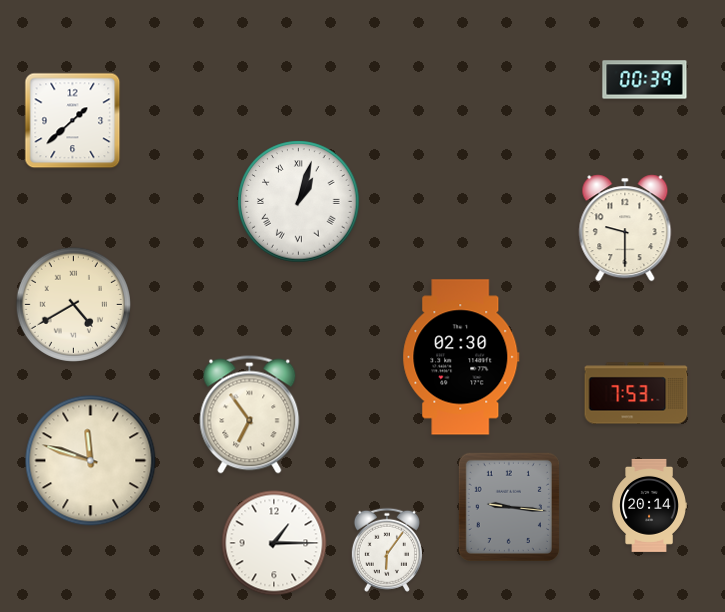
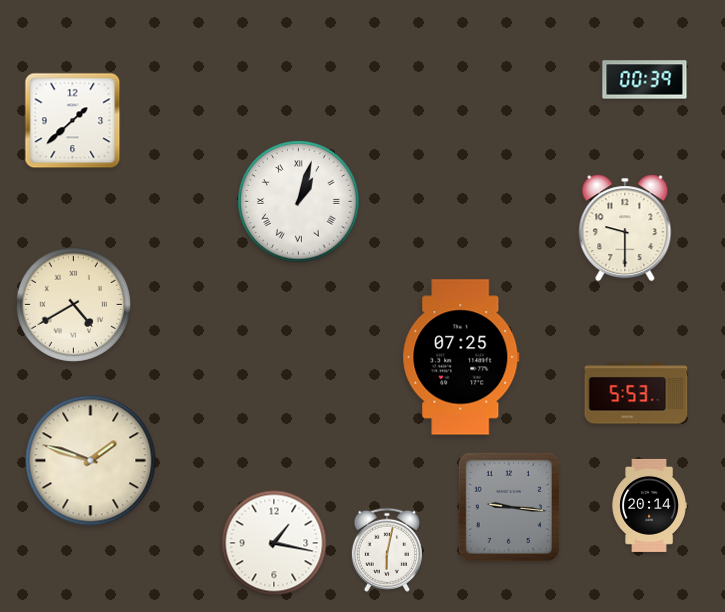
clock at (461, 357): 02:30 -> 07:25
clock at (636, 393): 7:53 -> 5:53
clock at (250, 415): 6:54 -> none
clock at (91, 461): 11:48 -> 1:48
clock at (274, 543): 1:15 -> 1:17
clock at (387, 550): 6:06 -> 6:02
